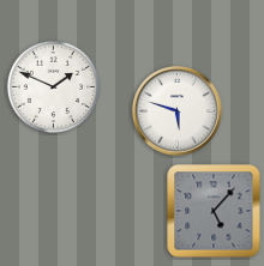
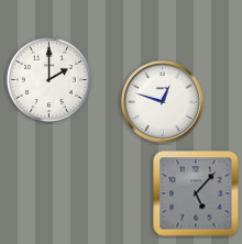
clock at (53, 86): 1:49 -> 2:00
clock at (178, 111): 5:48 -> 12:48
